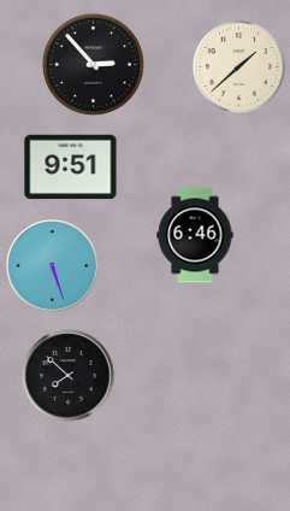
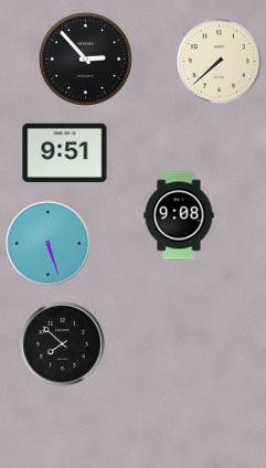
clock at (238, 66): 1:38 -> 7:38
clock at (195, 235): 6:46 -> 9:08
